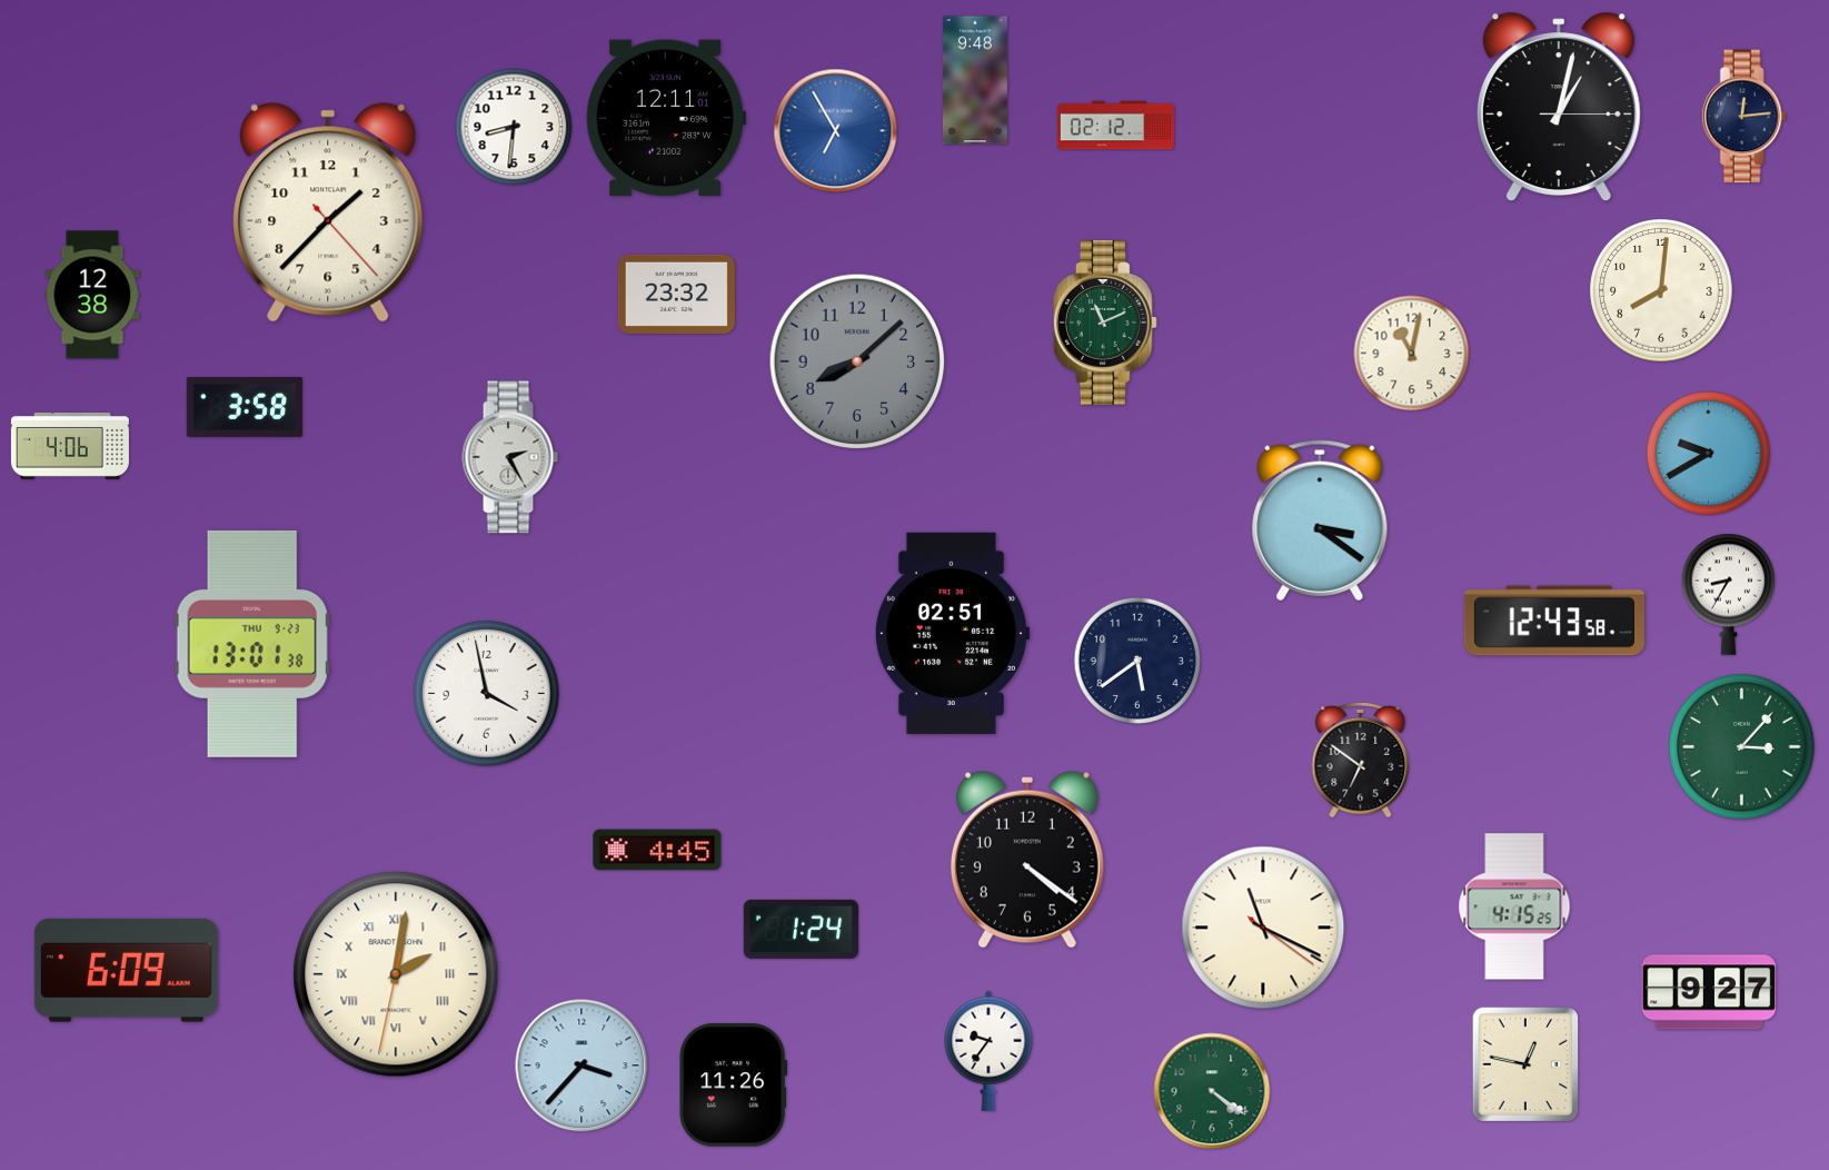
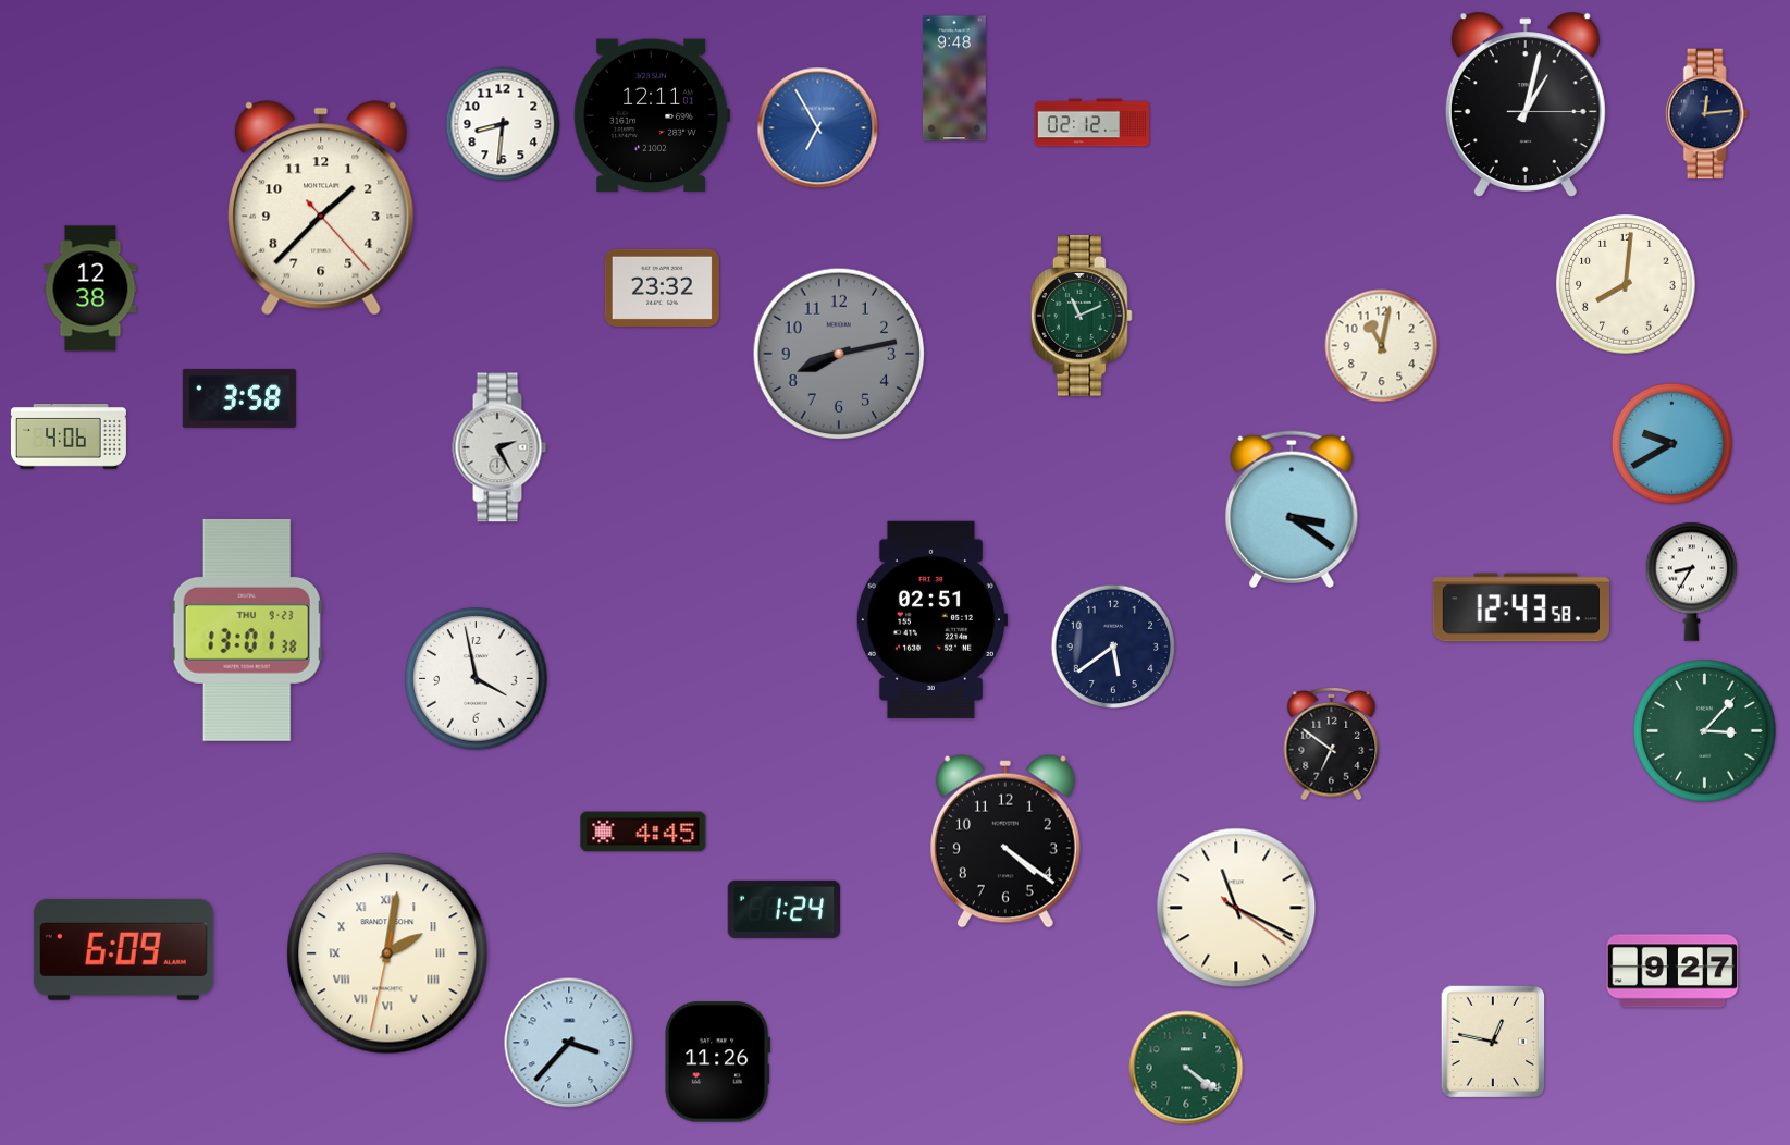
clock at (857, 361): 8:08 -> 8:13
clock at (1514, 906): 4:15 -> none
clock at (988, 1051): 9:36 -> none
